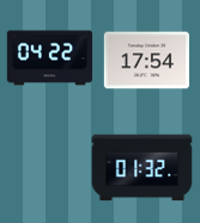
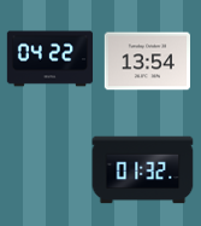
clock at (147, 61): 17:54 -> 13:54
